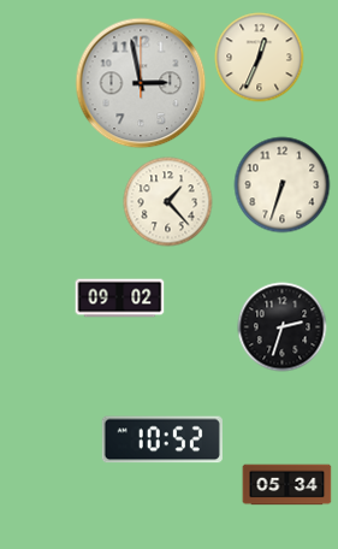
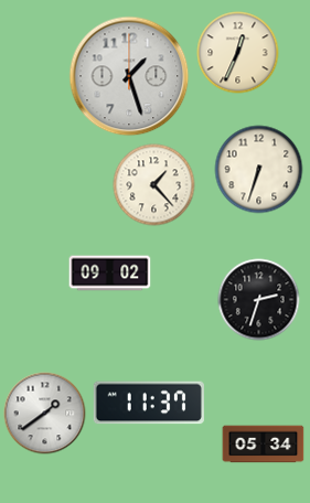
clock at (141, 83): 2:58 -> 1:27
clock at (162, 439): 10:52 -> 11:37
clock at (45, 414): none -> 1:39
